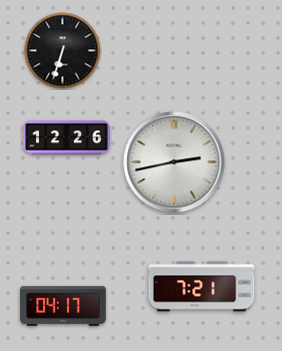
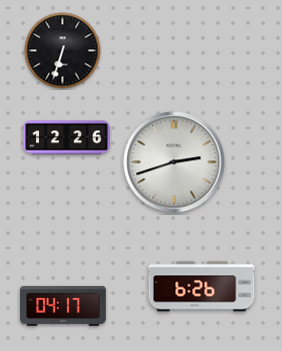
clock at (174, 162): 2:43 -> 2:42
clock at (202, 287): 7:21 -> 6:26
